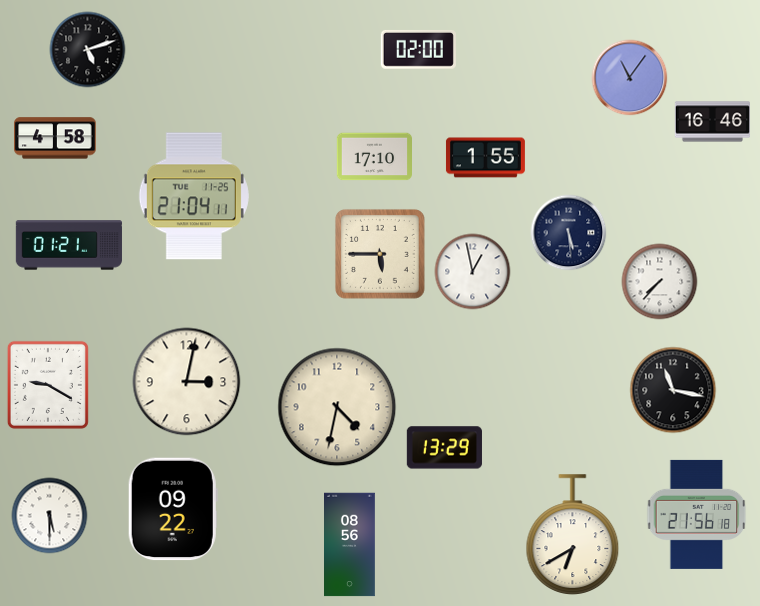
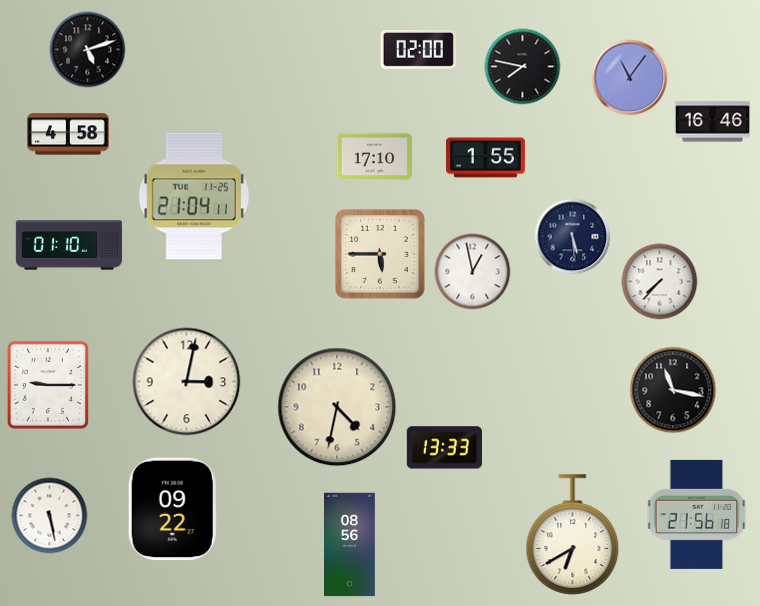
clock at (523, 67): none -> 7:47
clock at (55, 138) position: (55, 138) -> (68, 134)
clock at (569, 233) position: (569, 233) -> (573, 237)
clock at (69, 245): 01:21 -> 01:10
clock at (48, 385): 9:20 -> 9:15
clock at (444, 448): 13:29 -> 13:33
clock at (50, 516): 5:30 -> 5:28
